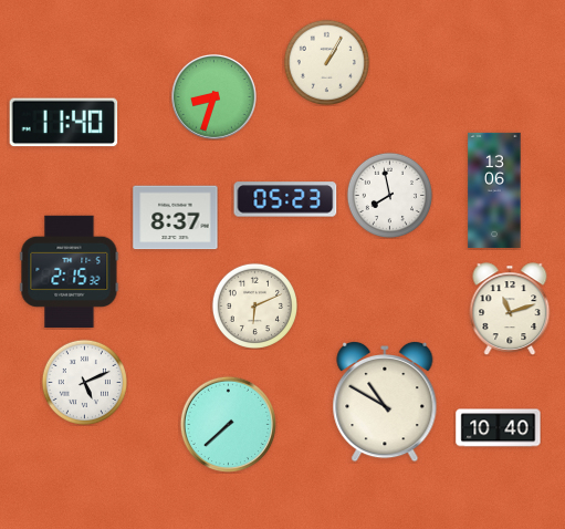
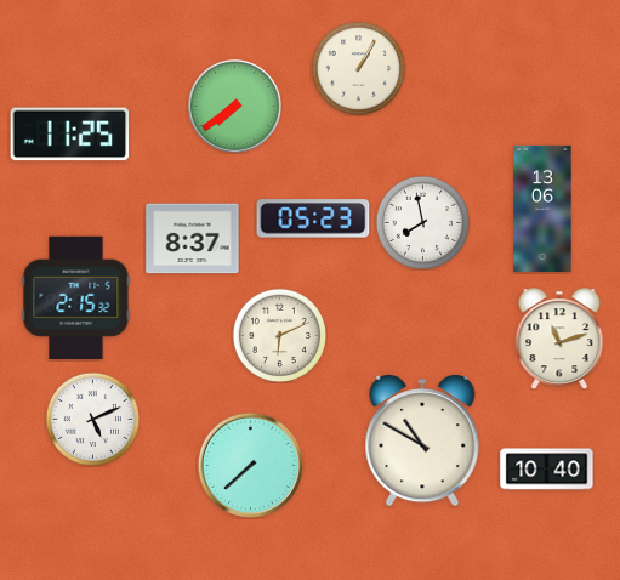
clock at (213, 96): 8:33 -> 7:39
clock at (64, 123): 11:40 -> 11:25
clock at (389, 195) position: (389, 195) -> (422, 222)
